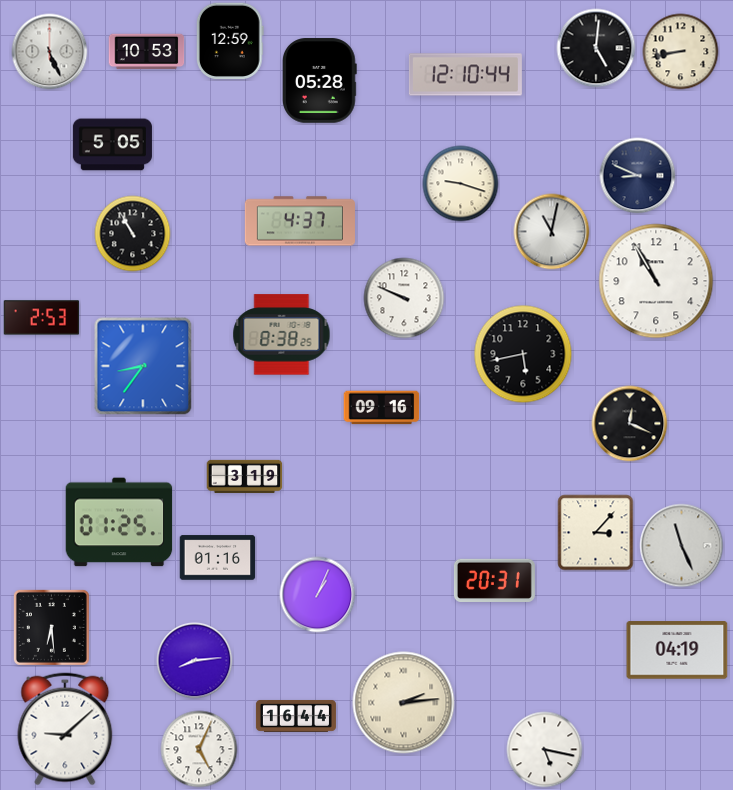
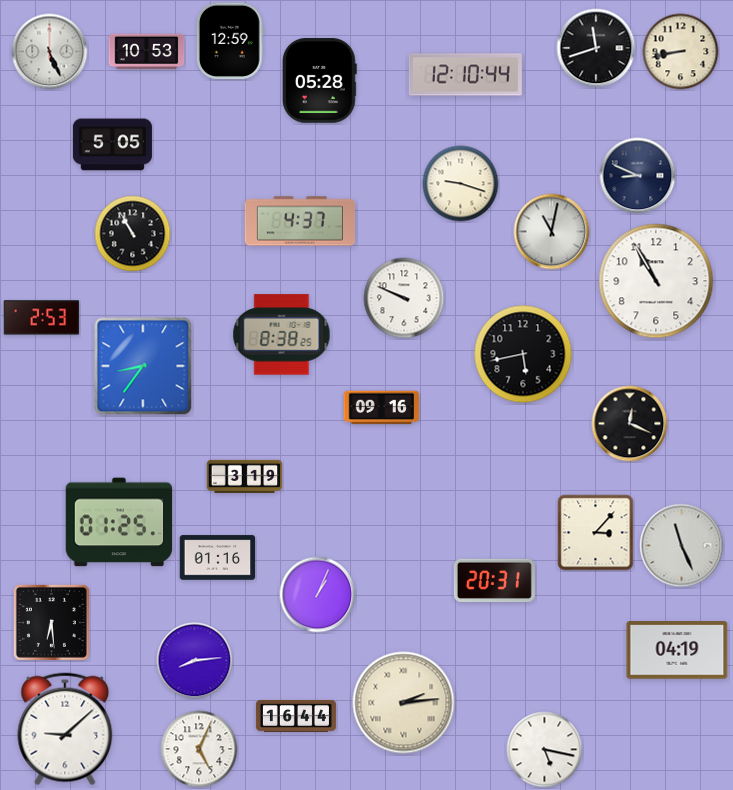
clock at (596, 48): 5:01 -> 11:42
clock at (51, 627) position: (51, 627) -> (51, 622)
